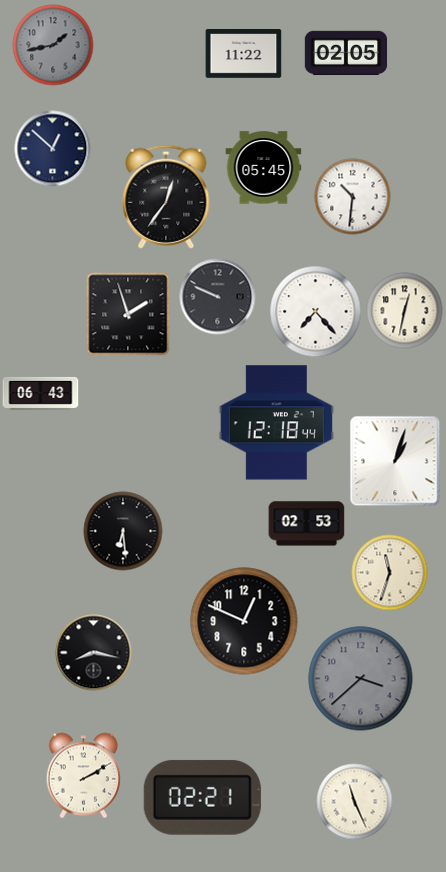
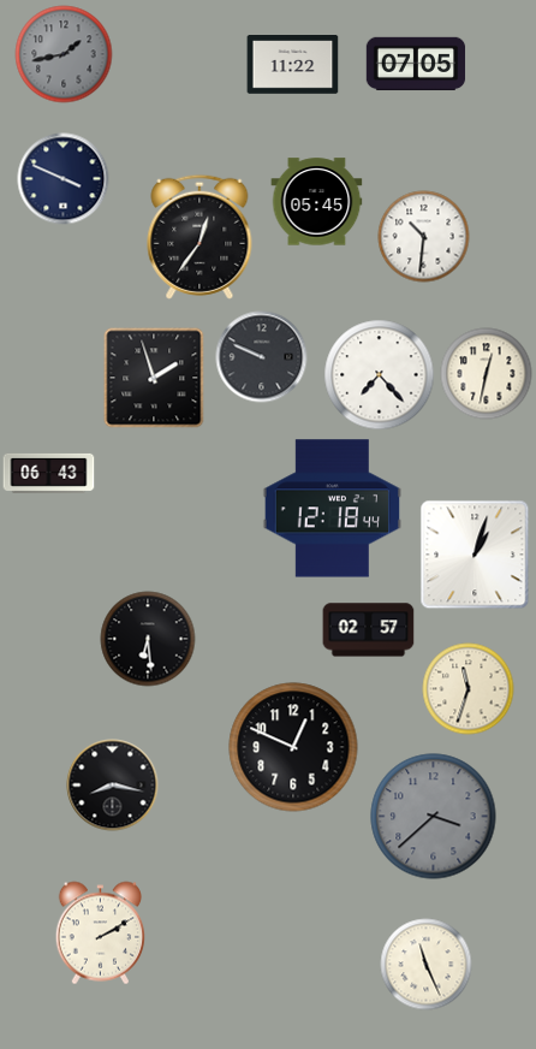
clock at (346, 53): 02:05 -> 07:05
clock at (53, 149): 12:52 -> 3:49
clock at (307, 524): 02:53 -> 02:57
clock at (202, 797): 02:21 -> none
